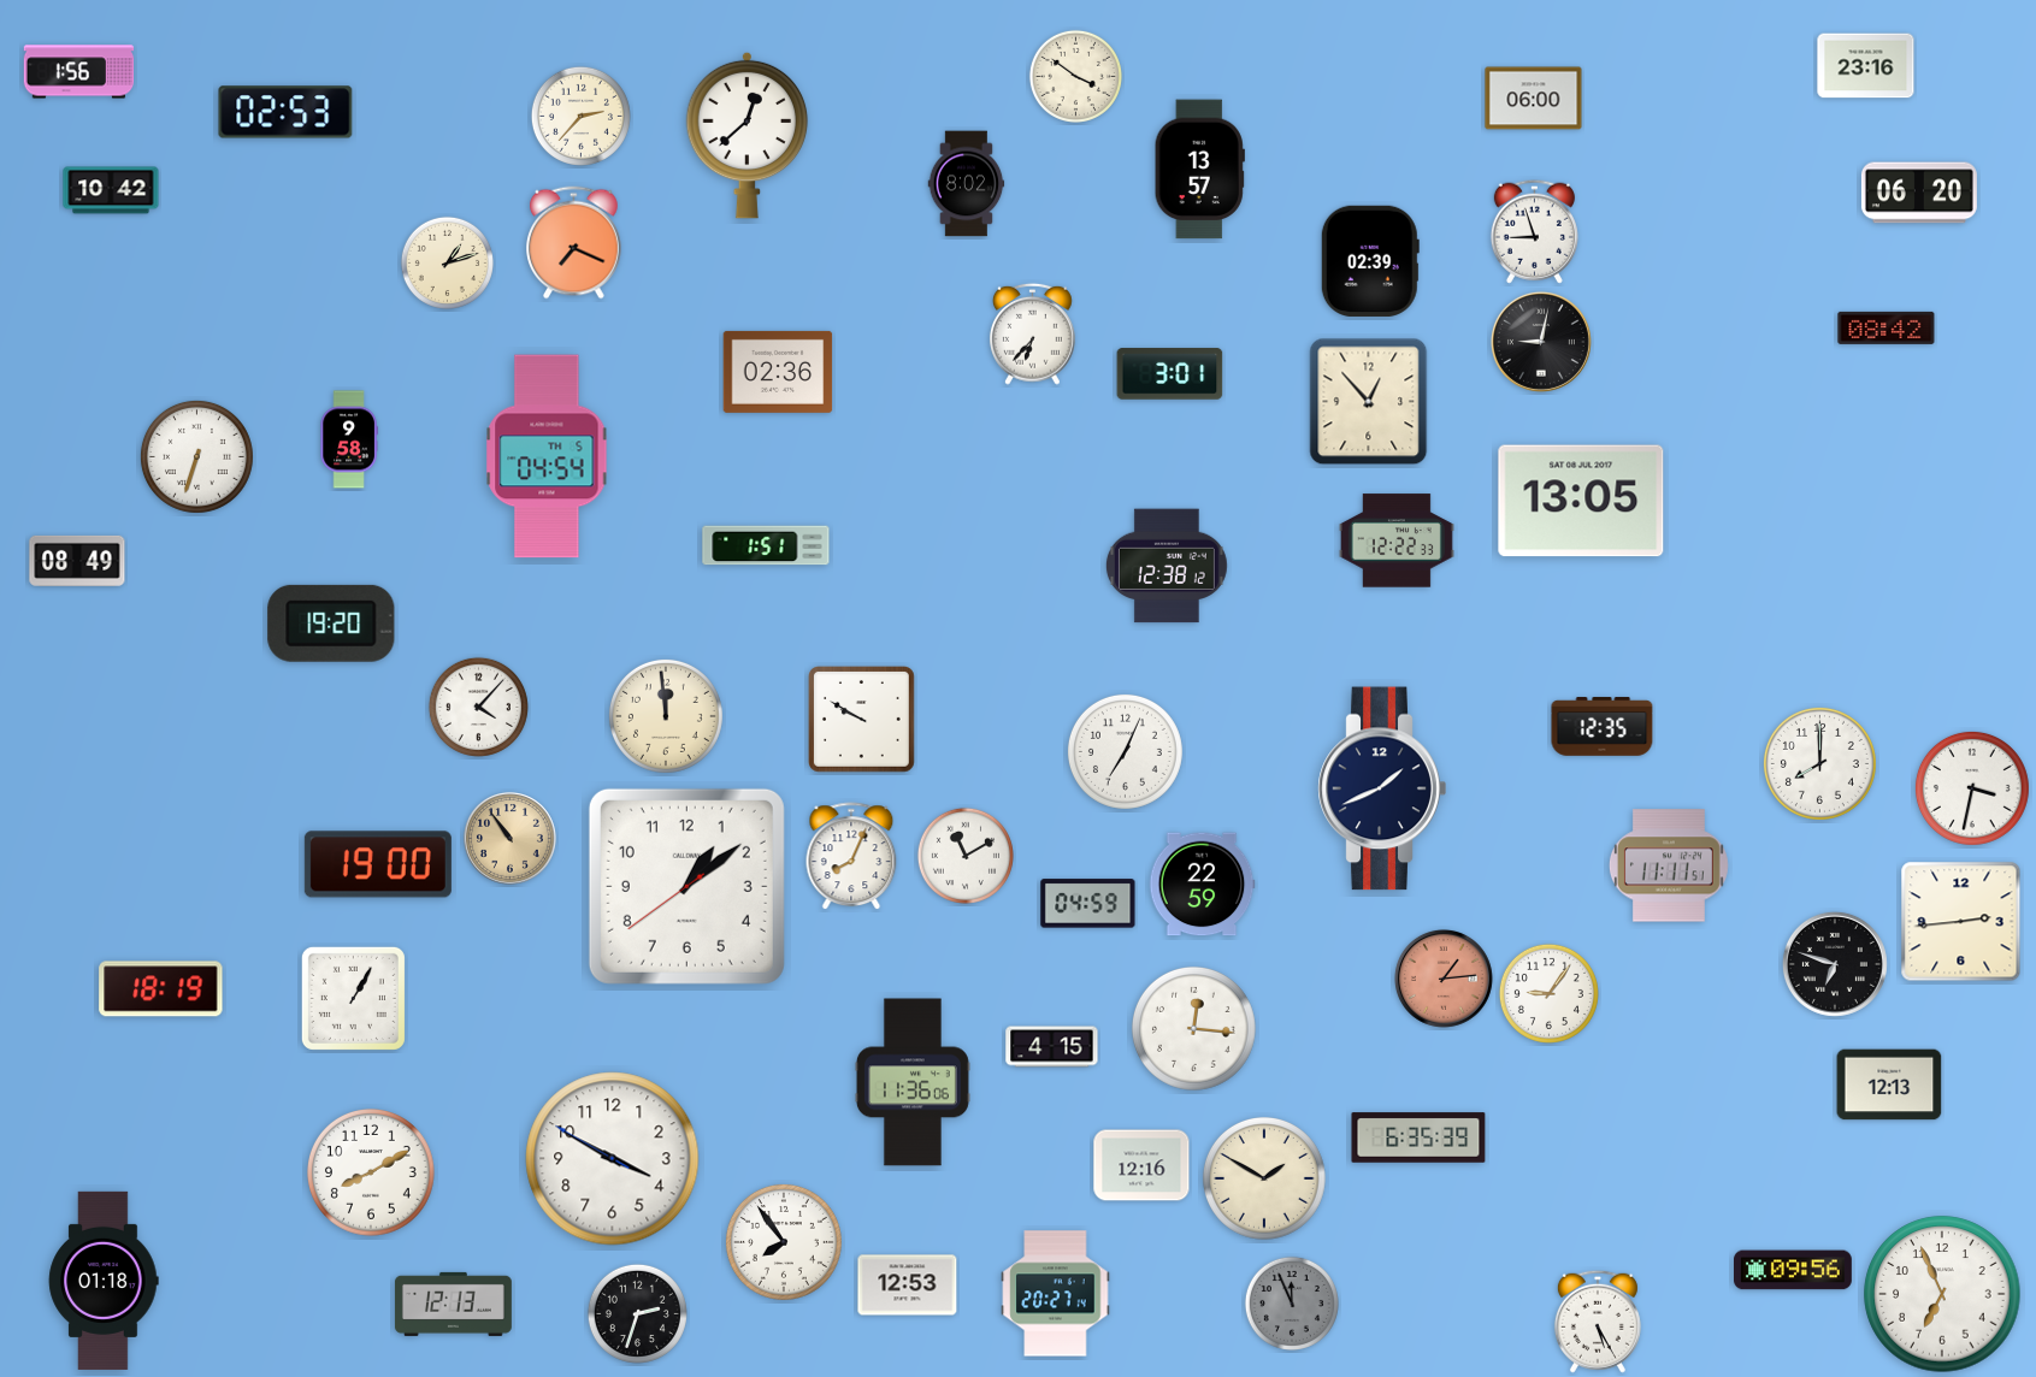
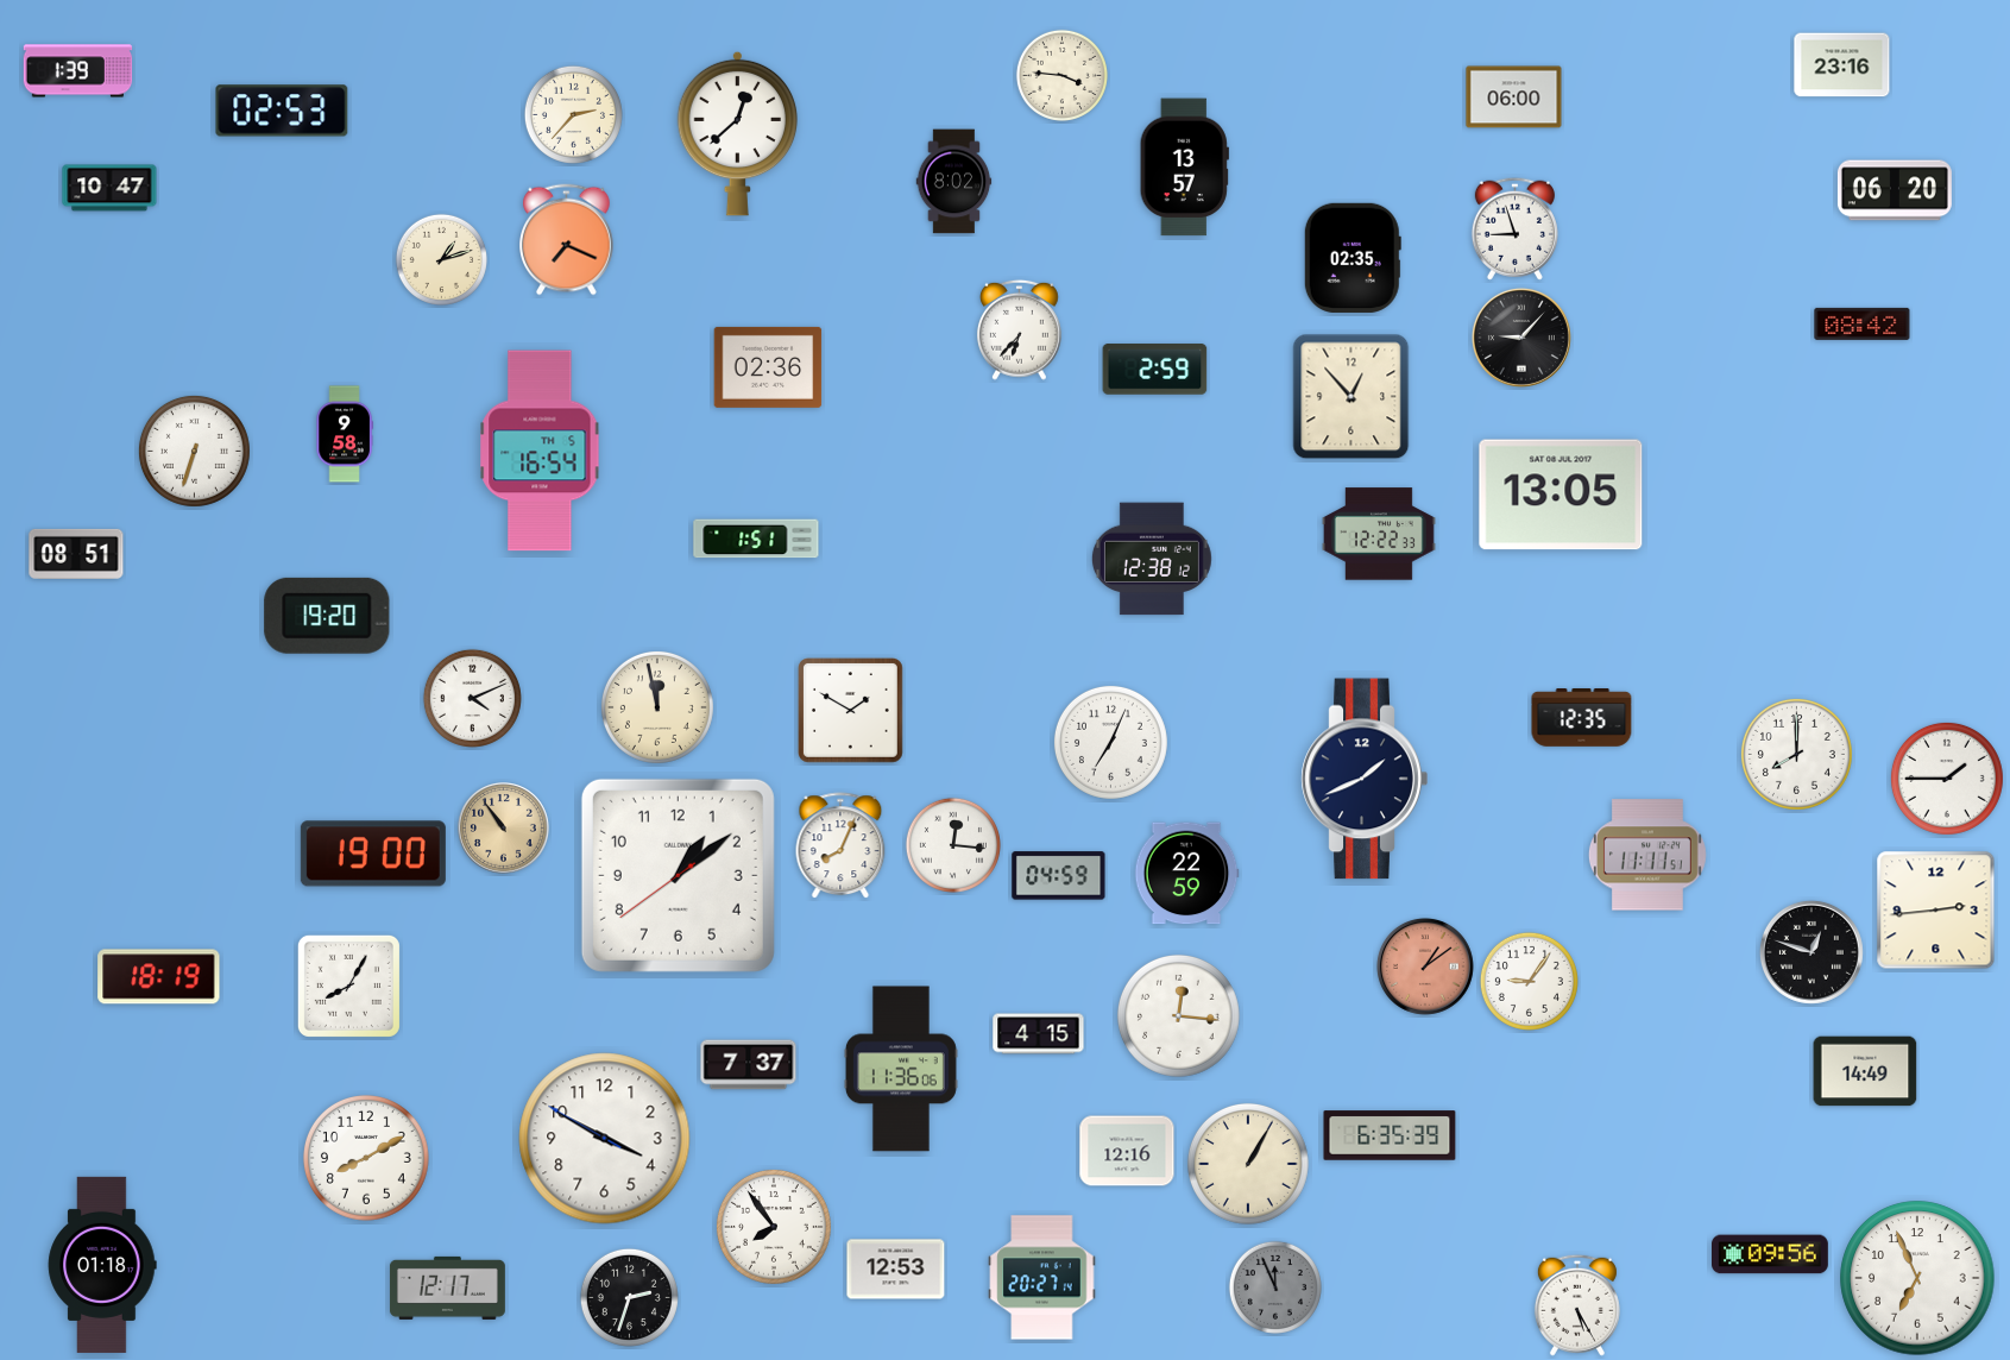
clock at (79, 72): 1:56 -> 1:39
clock at (1075, 76): 3:51 -> 3:46
clock at (111, 190): 10:42 -> 10:47
clock at (1370, 261): 02:39 -> 02:35
clock at (1541, 342): 9:02 -> 9:07
clock at (1170, 374): 3:01 -> 2:59
clock at (547, 456): 04:54 -> 16:54
clock at (77, 561): 08:49 -> 08:51
clock at (478, 707): 4:07 -> 4:11
clock at (666, 716): 11:59 -> 11:58
clock at (862, 720): 9:50 -> 1:50
clock at (1972, 788): 3:32 -> 1:45
clock at (966, 856): 11:10 -> 12:16
clock at (1088, 904) position: (1088, 904) -> (1059, 876)
clock at (1835, 964): 6:48 -> 12:48
clock at (1444, 979): 1:14 -> 1:09
clock at (353, 998): 1:05 -> 8:05
clock at (749, 1065): none -> 7:37
clock at (1889, 1085): 12:13 -> 14:49
clock at (1418, 1137) position: (1418, 1137) -> (1390, 1135)
clock at (613, 1159) position: (613, 1159) -> (605, 1139)
clock at (1264, 1178): 1:50 -> 1:05
clock at (453, 1304): 12:13 -> 12:17
